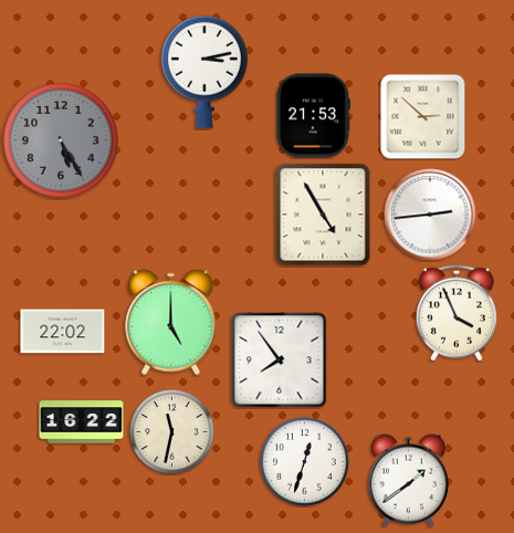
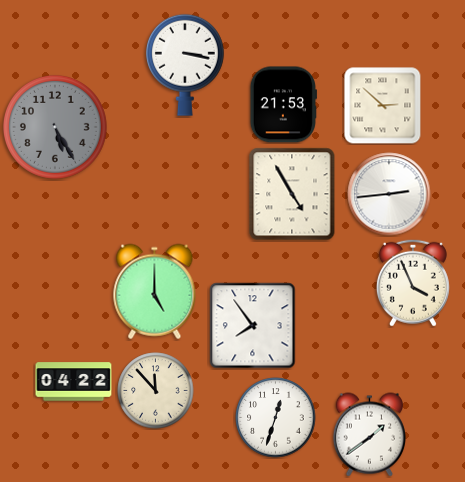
clock at (204, 72): 3:13 -> 3:17
clock at (63, 332): 22:02 -> none
clock at (82, 422): 16:22 -> 04:22
clock at (172, 432): 11:32 -> 11:53
